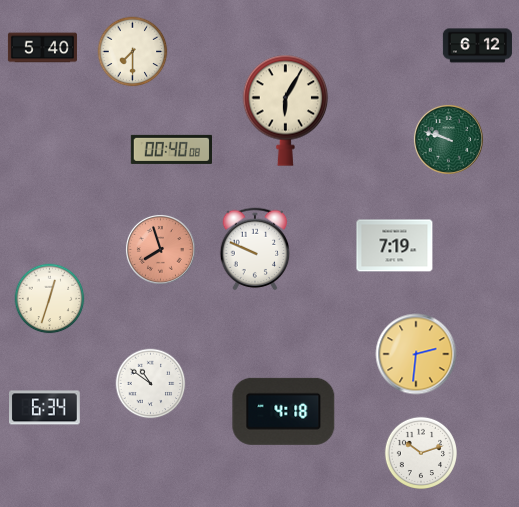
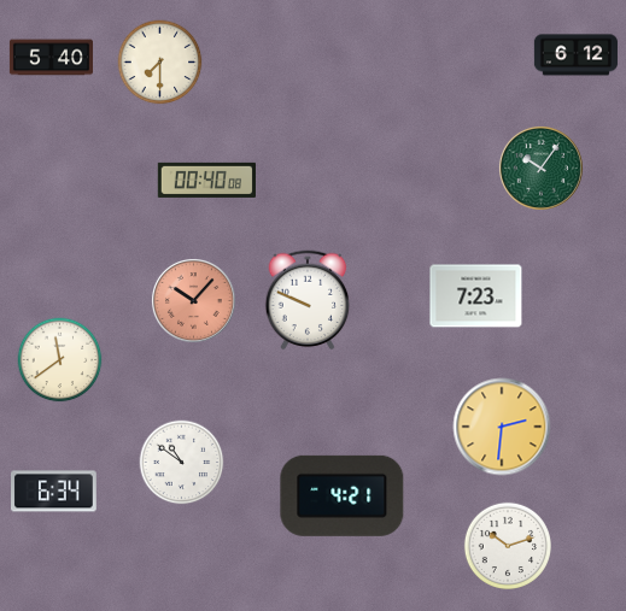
clock at (286, 110): 6:05 -> none
clock at (448, 139): 9:48 -> 10:06
clock at (395, 246): 7:19 -> 7:23
clock at (160, 249): 7:57 -> 10:07
clock at (50, 299): 12:33 -> 11:39
clock at (284, 411): 4:18 -> 4:21
